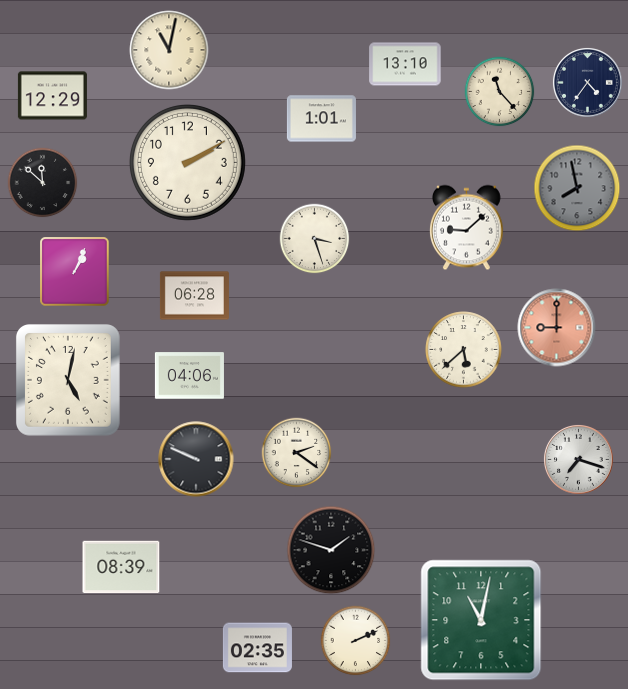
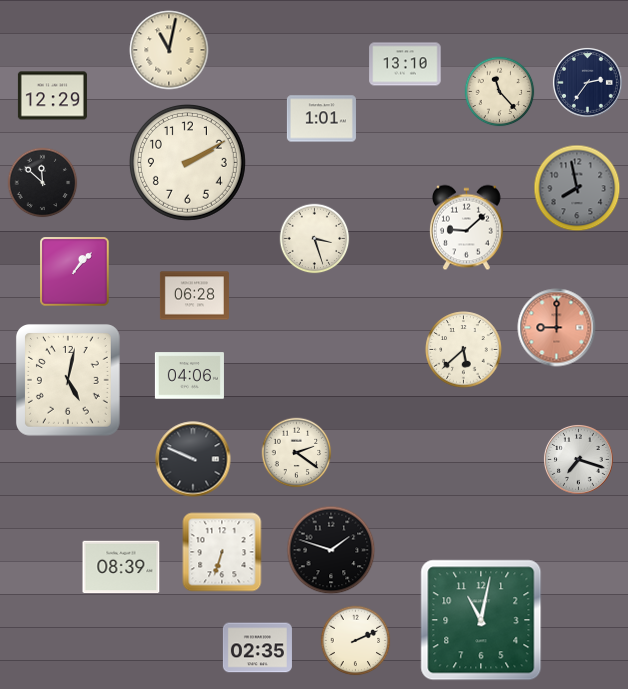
clock at (587, 82): 4:36 -> 2:36
clock at (75, 272): 1:04 -> 1:07
clock at (196, 459) position: (196, 459) -> (193, 459)
clock at (222, 552): none -> 6:33
